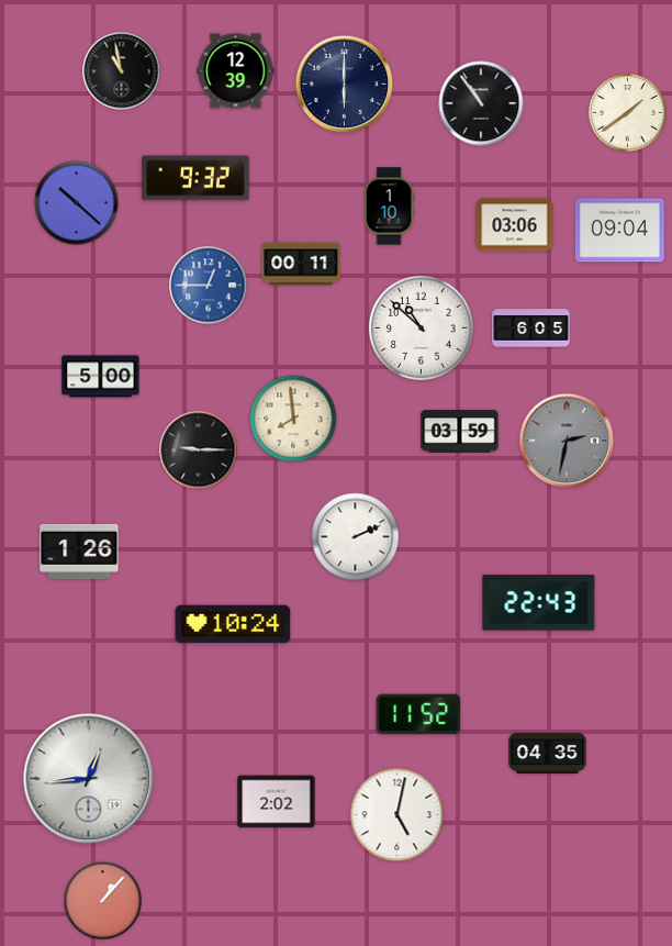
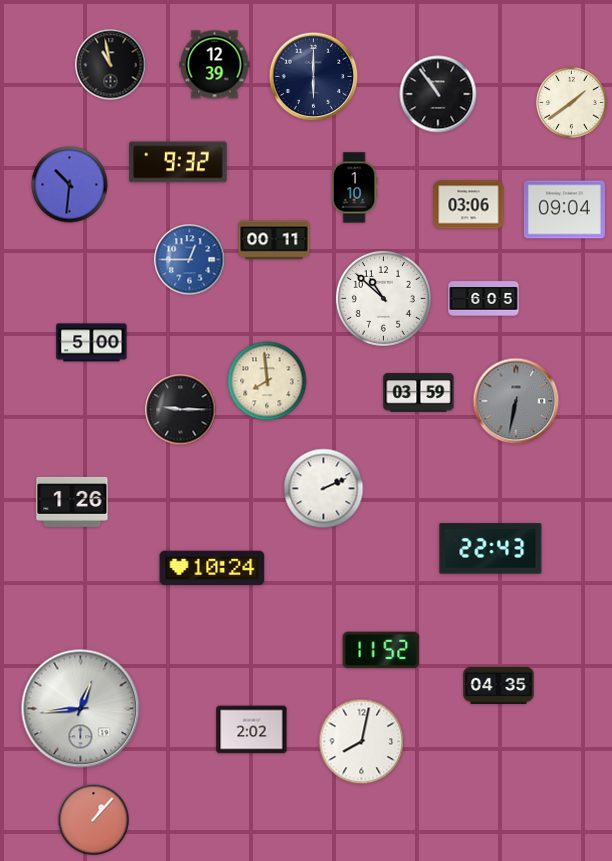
clock at (77, 203): 10:22 -> 10:31
clock at (567, 441): 2:32 -> 6:32
clock at (397, 815): 5:02 -> 8:02
